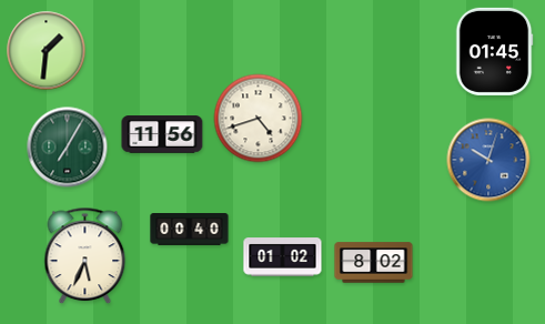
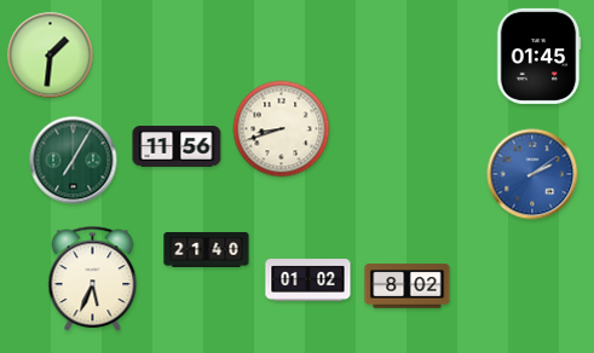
clock at (259, 119): 4:42 -> 8:42
clock at (488, 160): 10:03 -> 2:09
clock at (190, 230): 00:40 -> 21:40
